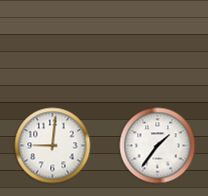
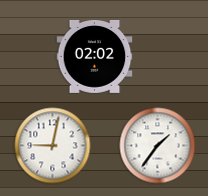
clock at (95, 56): none -> 02:02
clock at (53, 146): 9:01 -> 9:02
